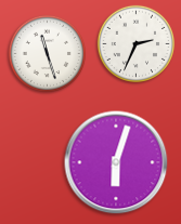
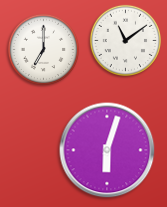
clock at (135, 43): 2:34 -> 11:09
clock at (47, 53): 11:27 -> 7:00
